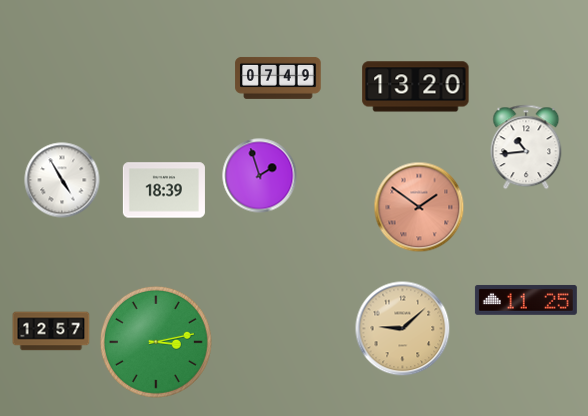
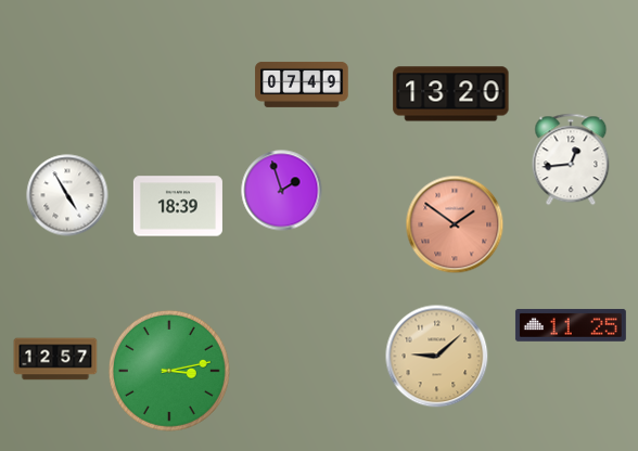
clock at (526, 147): 10:44 -> 12:44
